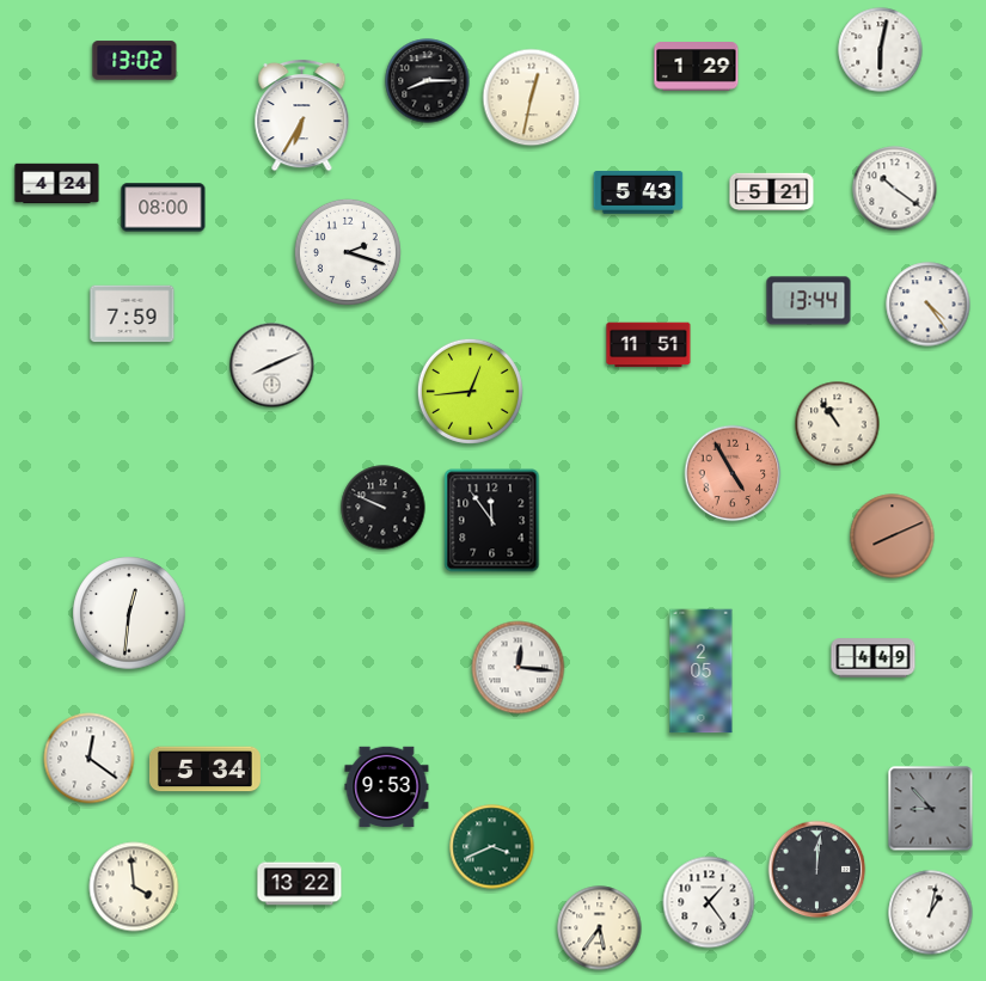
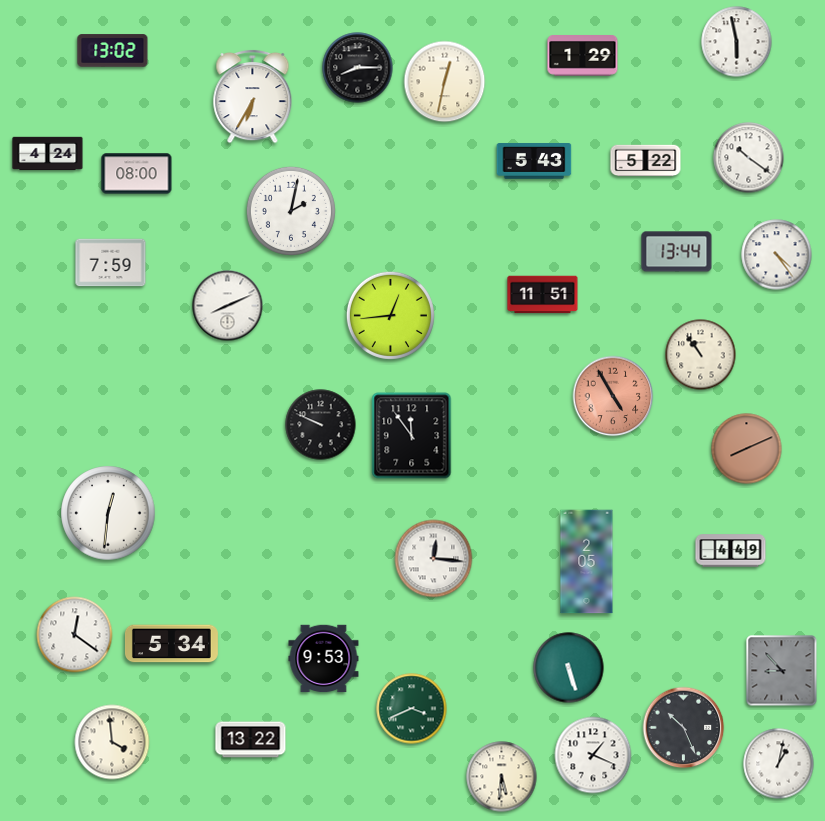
clock at (881, 50): 6:02 -> 5:58
clock at (772, 192): 5:21 -> 5:22
clock at (348, 252): 2:18 -> 2:02
clock at (649, 345) position: (649, 345) -> (543, 295)
clock at (470, 391) position: (470, 391) -> (390, 315)
clock at (569, 668): none -> 5:27
clock at (931, 809) position: (931, 809) -> (782, 671)
clock at (817, 870): 12:01 -> 10:26
clock at (709, 902): 1:24 -> 1:19
clock at (600, 928): 5:36 -> 5:31
